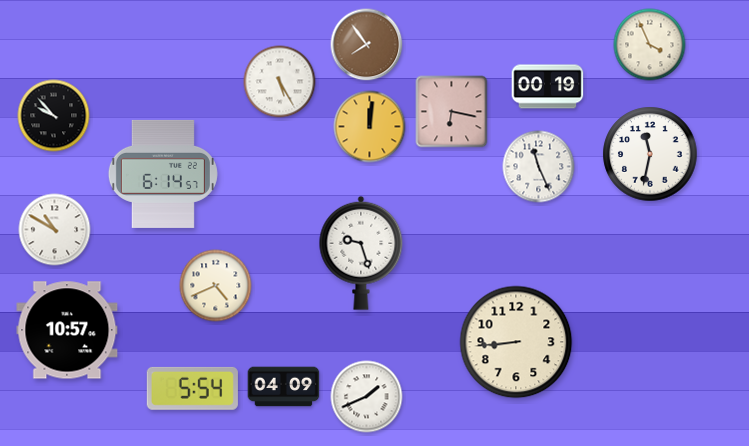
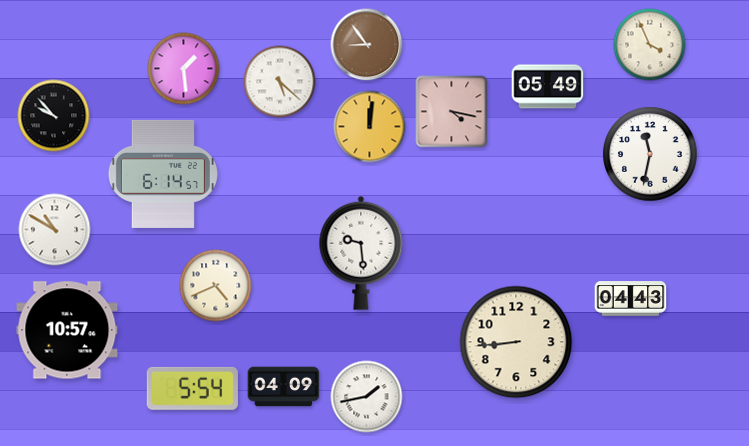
clock at (367, 45): 7:54 -> 8:54
clock at (184, 69): none -> 1:29
clock at (280, 82): 5:25 -> 5:22
clock at (548, 87): 00:19 -> 05:49
clock at (452, 112): 6:17 -> 4:17
clock at (539, 167): 11:26 -> none
clock at (361, 253): 9:27 -> 9:29
clock at (631, 299): none -> 04:43
clock at (367, 397): 1:41 -> 1:43
